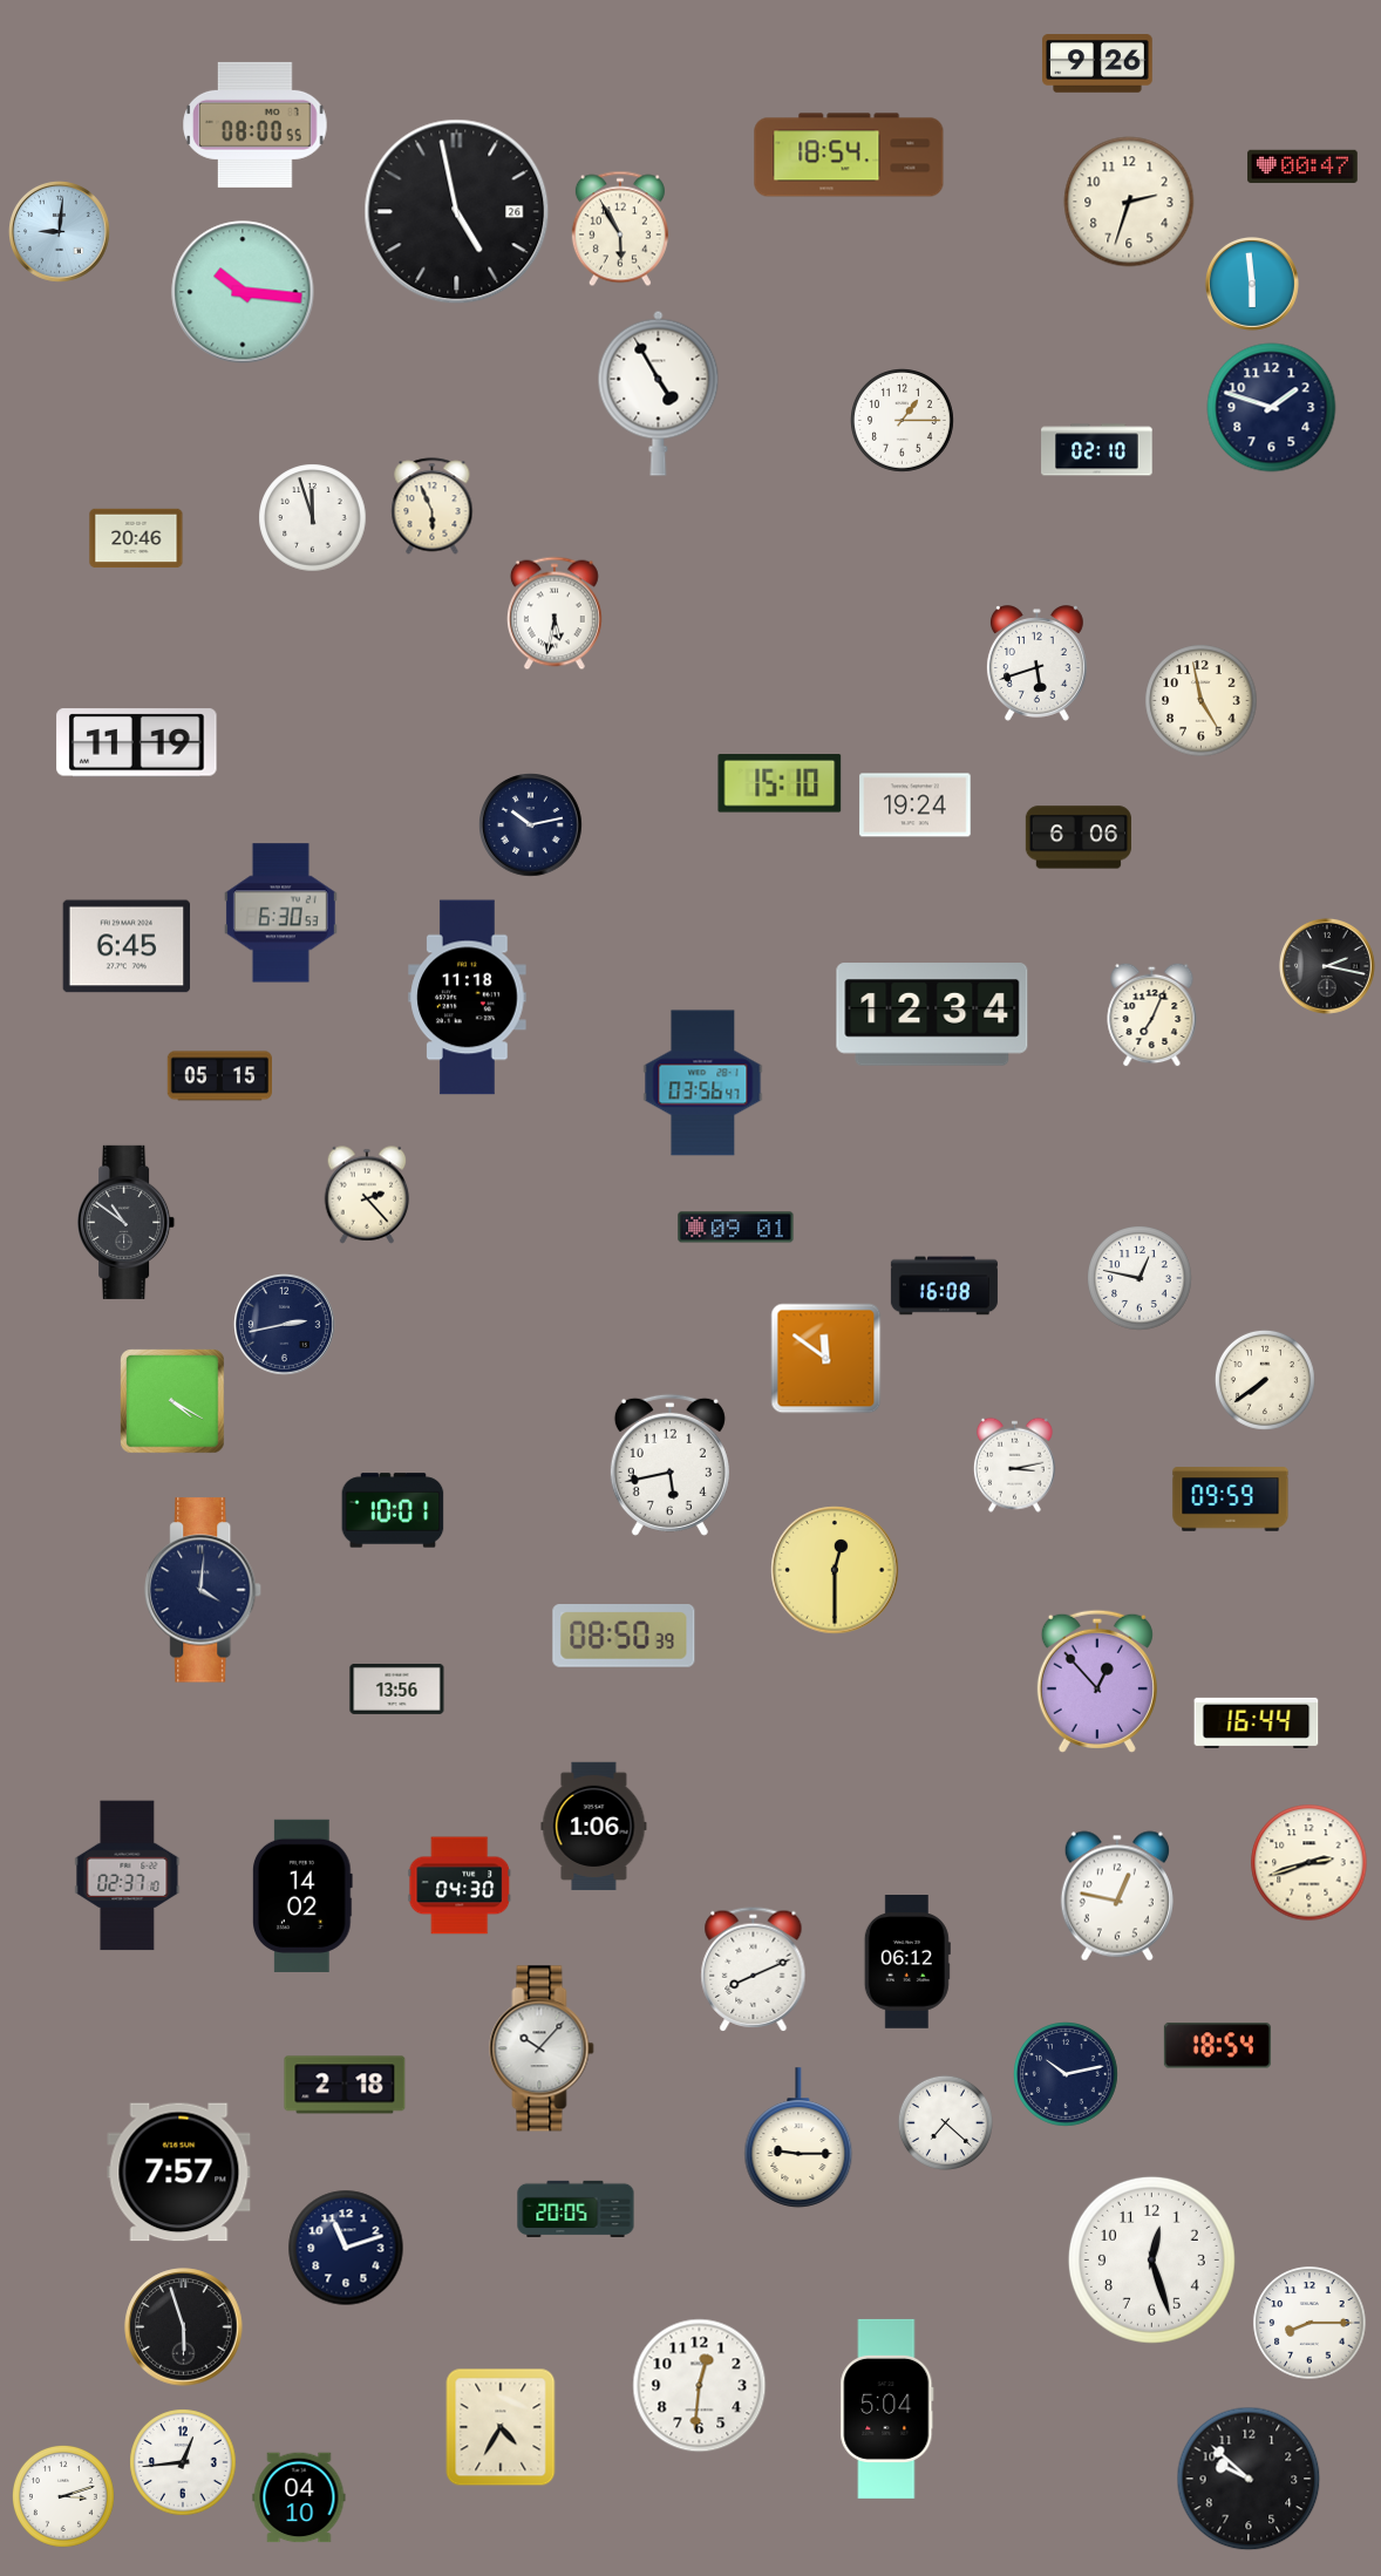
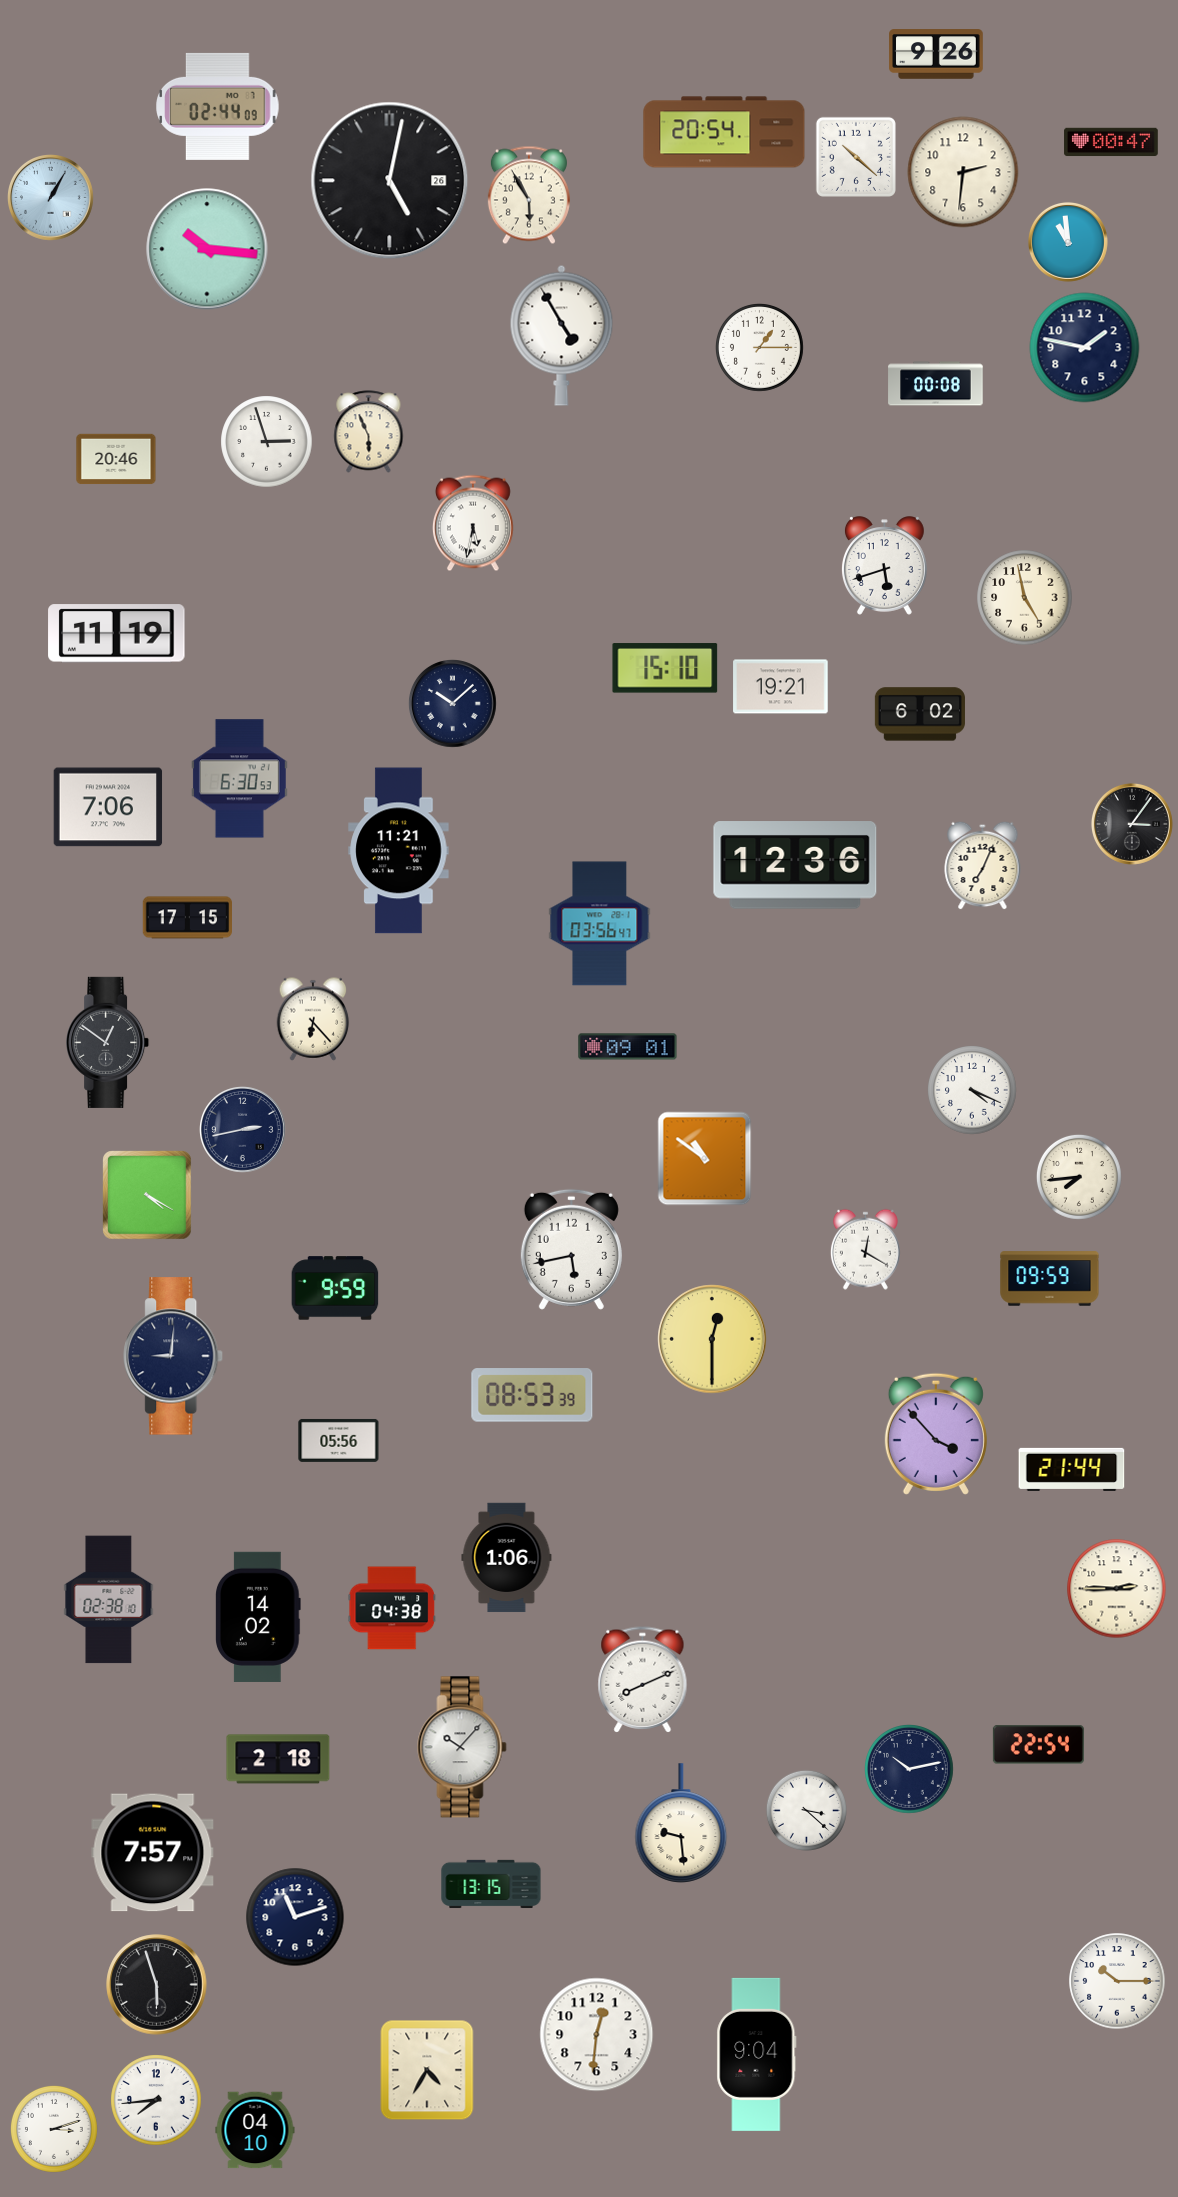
clock at (256, 124): 08:00 -> 02:44
clock at (849, 155): 18:54 -> 20:54
clock at (856, 157): none -> 10:22
clock at (1129, 202): 2:33 -> 2:31
clock at (457, 212): 4:58 -> 5:02
clock at (60, 232): 9:01 -> 1:05
clock at (1252, 284): 5:59 -> 10:59
clock at (1272, 408): 1:48 -> 1:47
clock at (903, 421) position: (903, 421) -> (760, 348)
clock at (1097, 450): 02:10 -> 00:08
clock at (313, 518): 11:57 -> 2:57
clock at (916, 806): 19:24 -> 19:21
clock at (531, 825): 10:13 -> 10:08
clock at (1079, 837): 6:06 -> 6:02
clock at (127, 946): 6:45 -> 7:06
clock at (1327, 966): 2:17 -> 3:06
clock at (468, 998): 11:18 -> 11:21
clock at (932, 1014): 12:34 -> 12:36
clock at (219, 1076): 05:15 -> 17:15
clock at (367, 1195): 2:23 -> 6:23
clock at (127, 1222): 10:51 -> 12:51
clock at (1141, 1279): 12:47 -> 4:19
clock at (944, 1286): 16:08 -> none
clock at (826, 1359): 11:51 -> 10:51
clock at (1265, 1380): 7:39 -> 7:44
clock at (1014, 1464): 3:13 -> 12:20
clock at (393, 1510): 10:01 -> 9:59
clock at (204, 1590): 4:01 -> 9:01
clock at (624, 1636): 08:50 -> 08:53
clock at (1097, 1681): 12:53 -> 3:53
clock at (397, 1688): 13:56 -> 05:56
clock at (1257, 1722): 16:44 -> 21:44
clock at (1309, 1863): 2:42 -> 2:45
clock at (128, 1876): 02:37 -> 02:38
clock at (460, 1885): 04:30 -> 04:38
clock at (1117, 1896): 12:47 -> none
clock at (907, 1963): 06:12 -> none
clock at (1217, 2046): 18:54 -> 22:54
clock at (345, 2085) position: (345, 2085) -> (278, 1759)
clock at (945, 2122): 7:22 -> 3:22
clock at (798, 2137): 9:15 -> 9:29
clock at (576, 2209): 20:05 -> 13:15
clock at (1151, 2259): 12:27 -> none
clock at (1309, 2323): 8:15 -> 10:15
clock at (887, 2408): 5:04 -> 9:04
clock at (183, 2462): 12:44 -> 7:44
clock at (1249, 2479): 9:52 -> none
